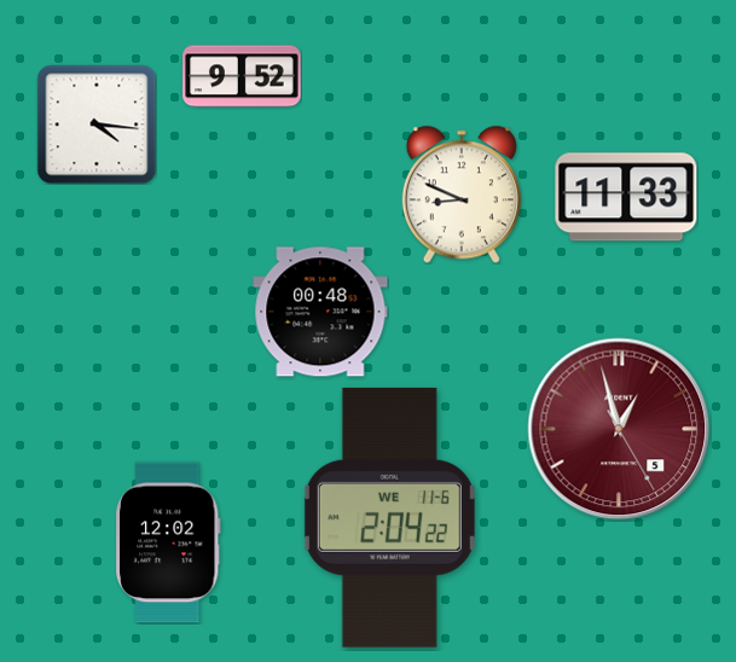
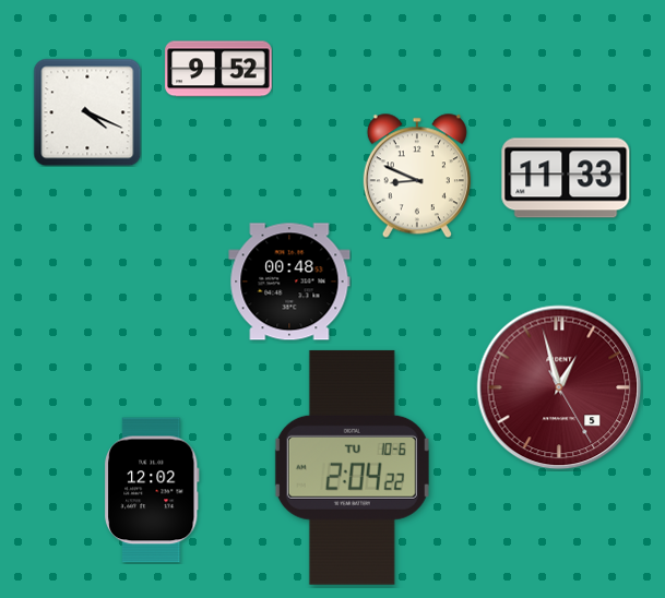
clock at (97, 124): 4:16 -> 4:19
clock at (389, 517) date: WE 11-6 -> TU 10-6
